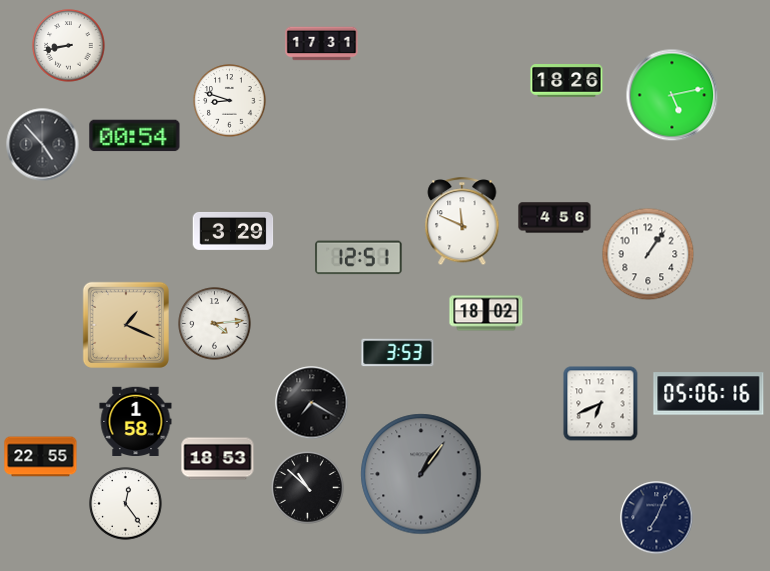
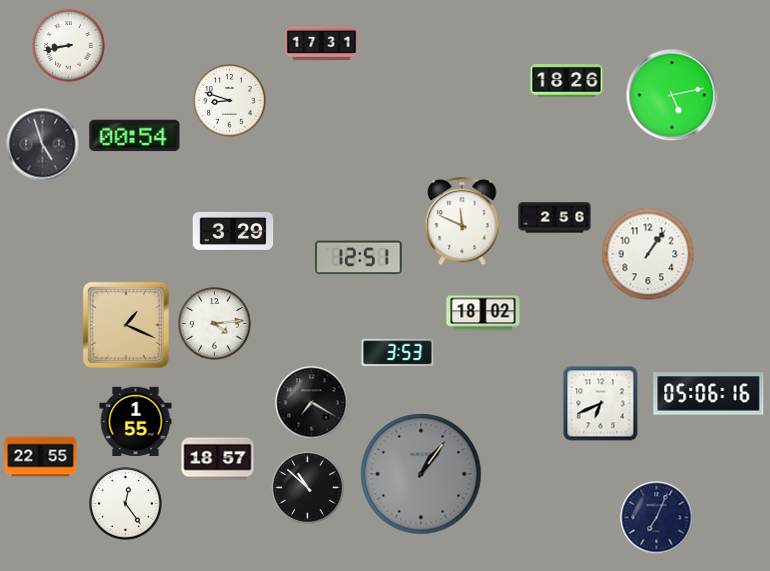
clock at (43, 145): 4:53 -> 4:57
clock at (555, 218): 4:56 -> 2:56
clock at (486, 313) position: (486, 313) -> (483, 313)
clock at (136, 421): 1:58 -> 1:55
clock at (218, 459): 18:53 -> 18:57
